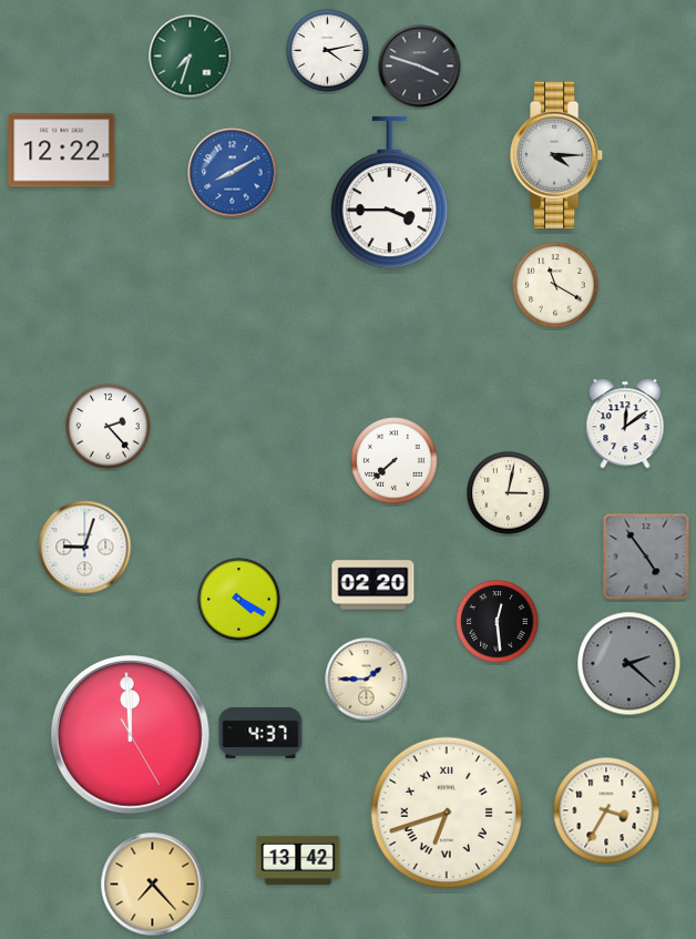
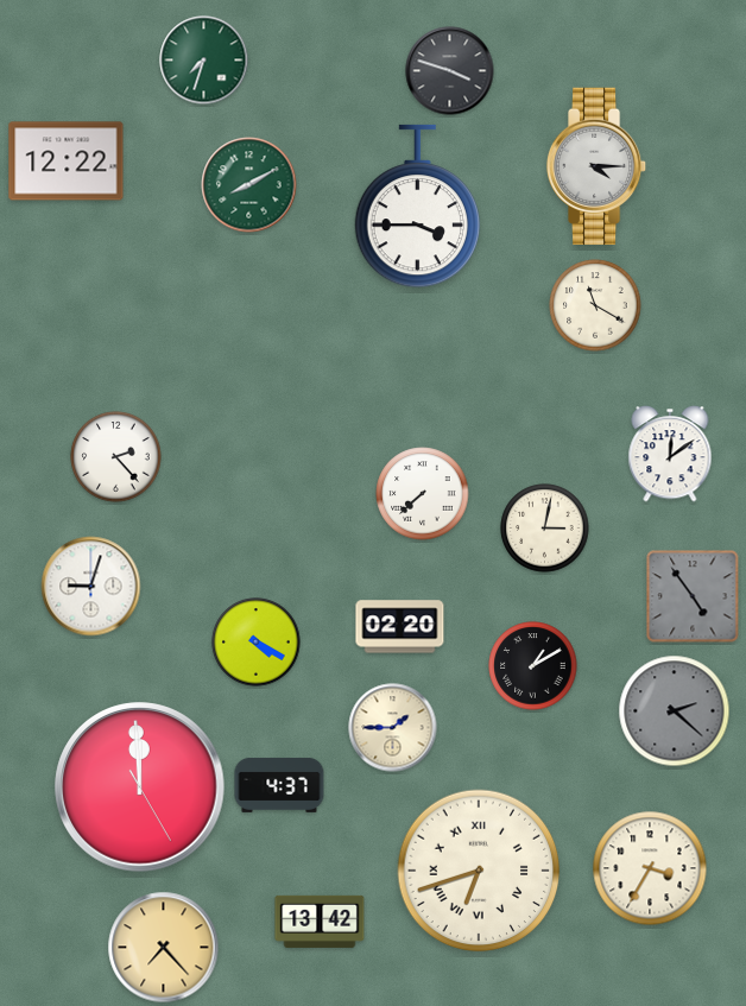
clock at (328, 51): 4:13 -> none
clock at (233, 173) dial: blue -> green
clock at (498, 622): 12:29 -> 1:10
